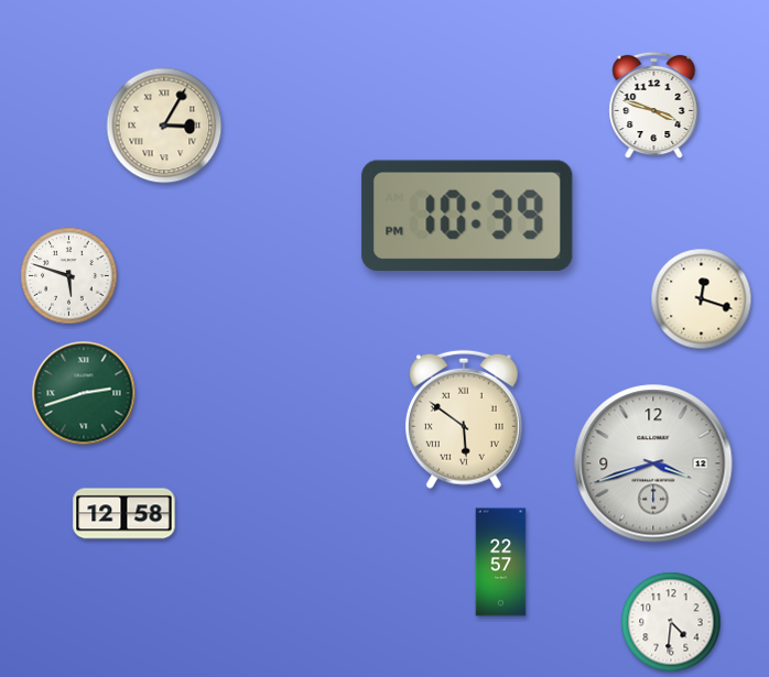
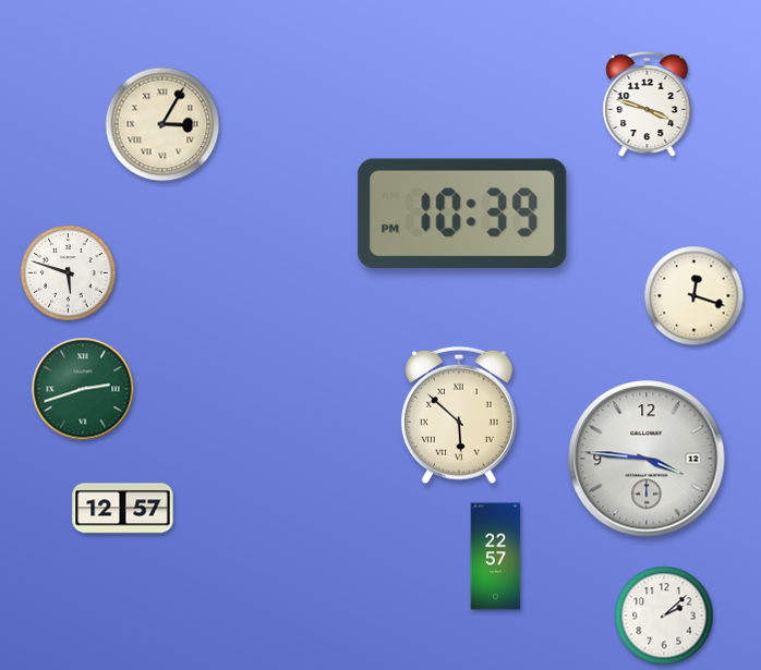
clock at (464, 419): 5:51 -> 5:52
clock at (653, 463): 3:42 -> 3:46
clock at (124, 514): 12:58 -> 12:57
clock at (671, 622): 4:31 -> 2:08
